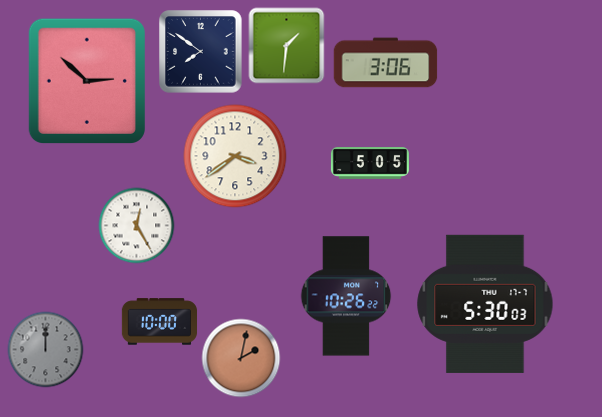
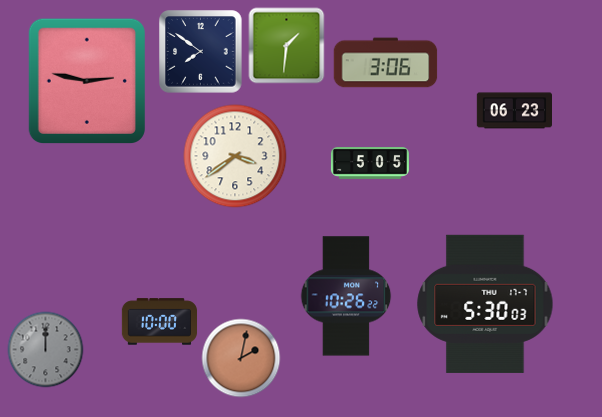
clock at (86, 80): 2:52 -> 2:47
clock at (514, 111): none -> 06:23
clock at (137, 226): 12:25 -> none
